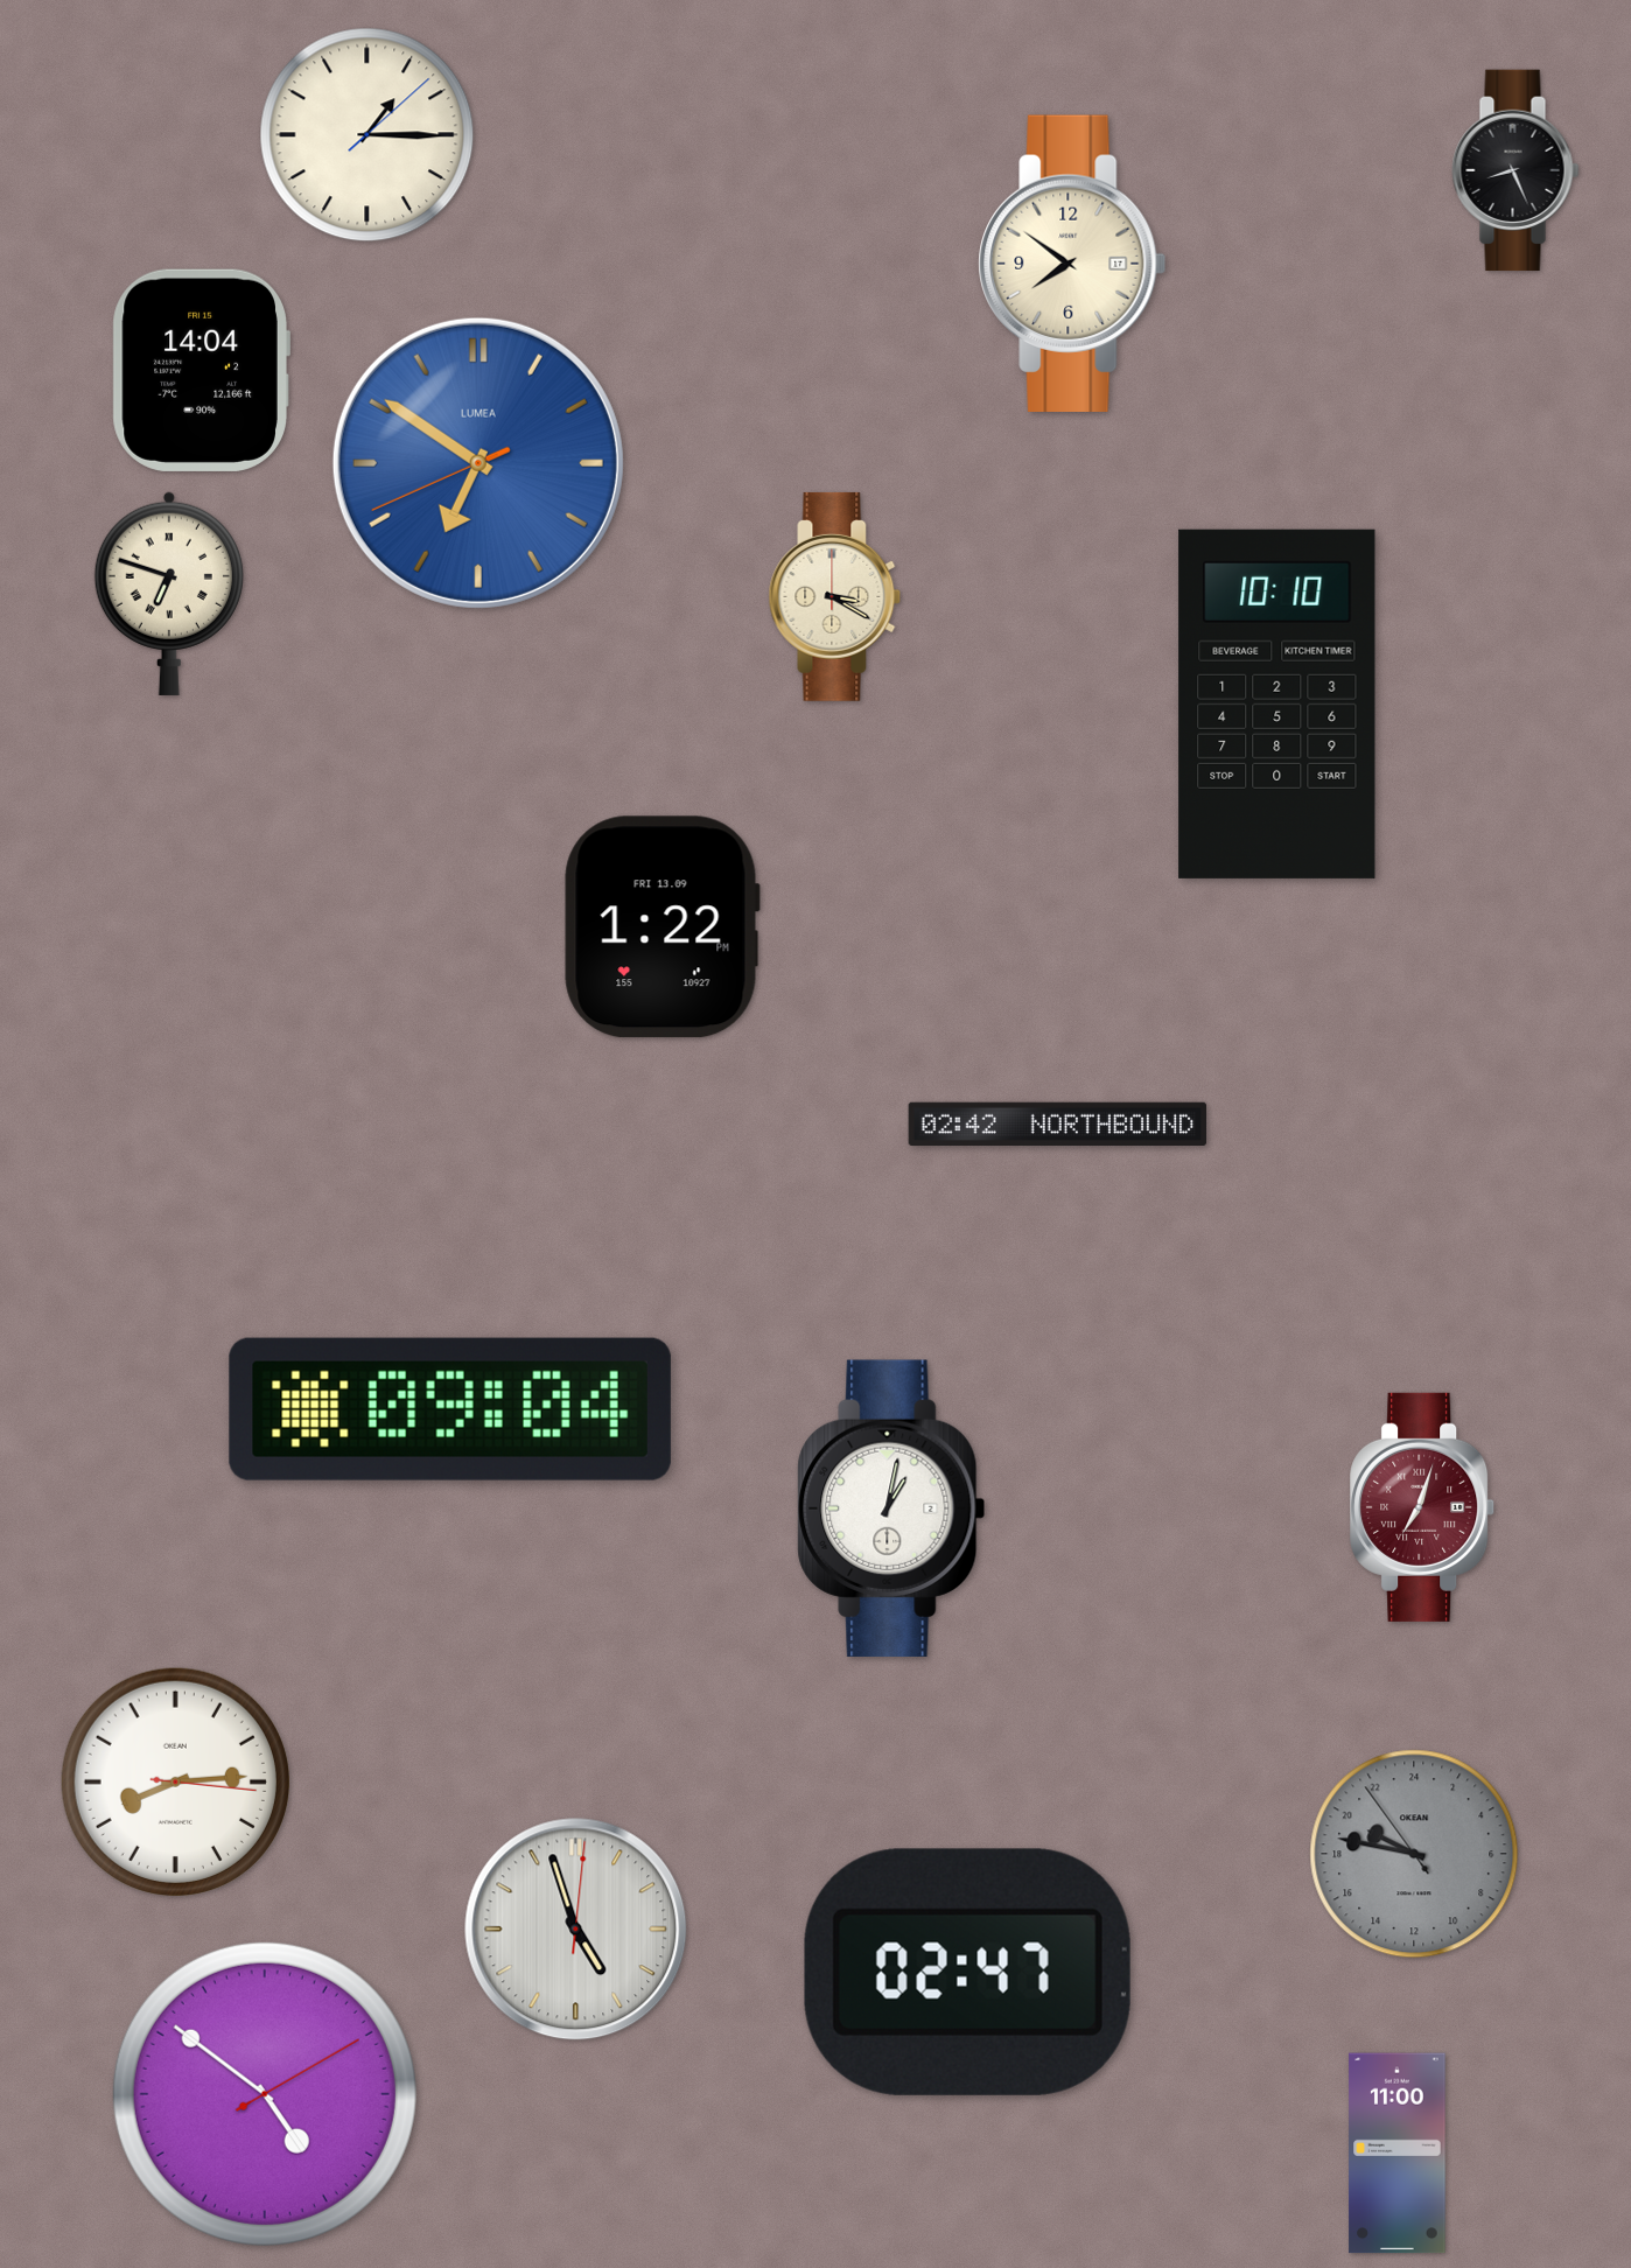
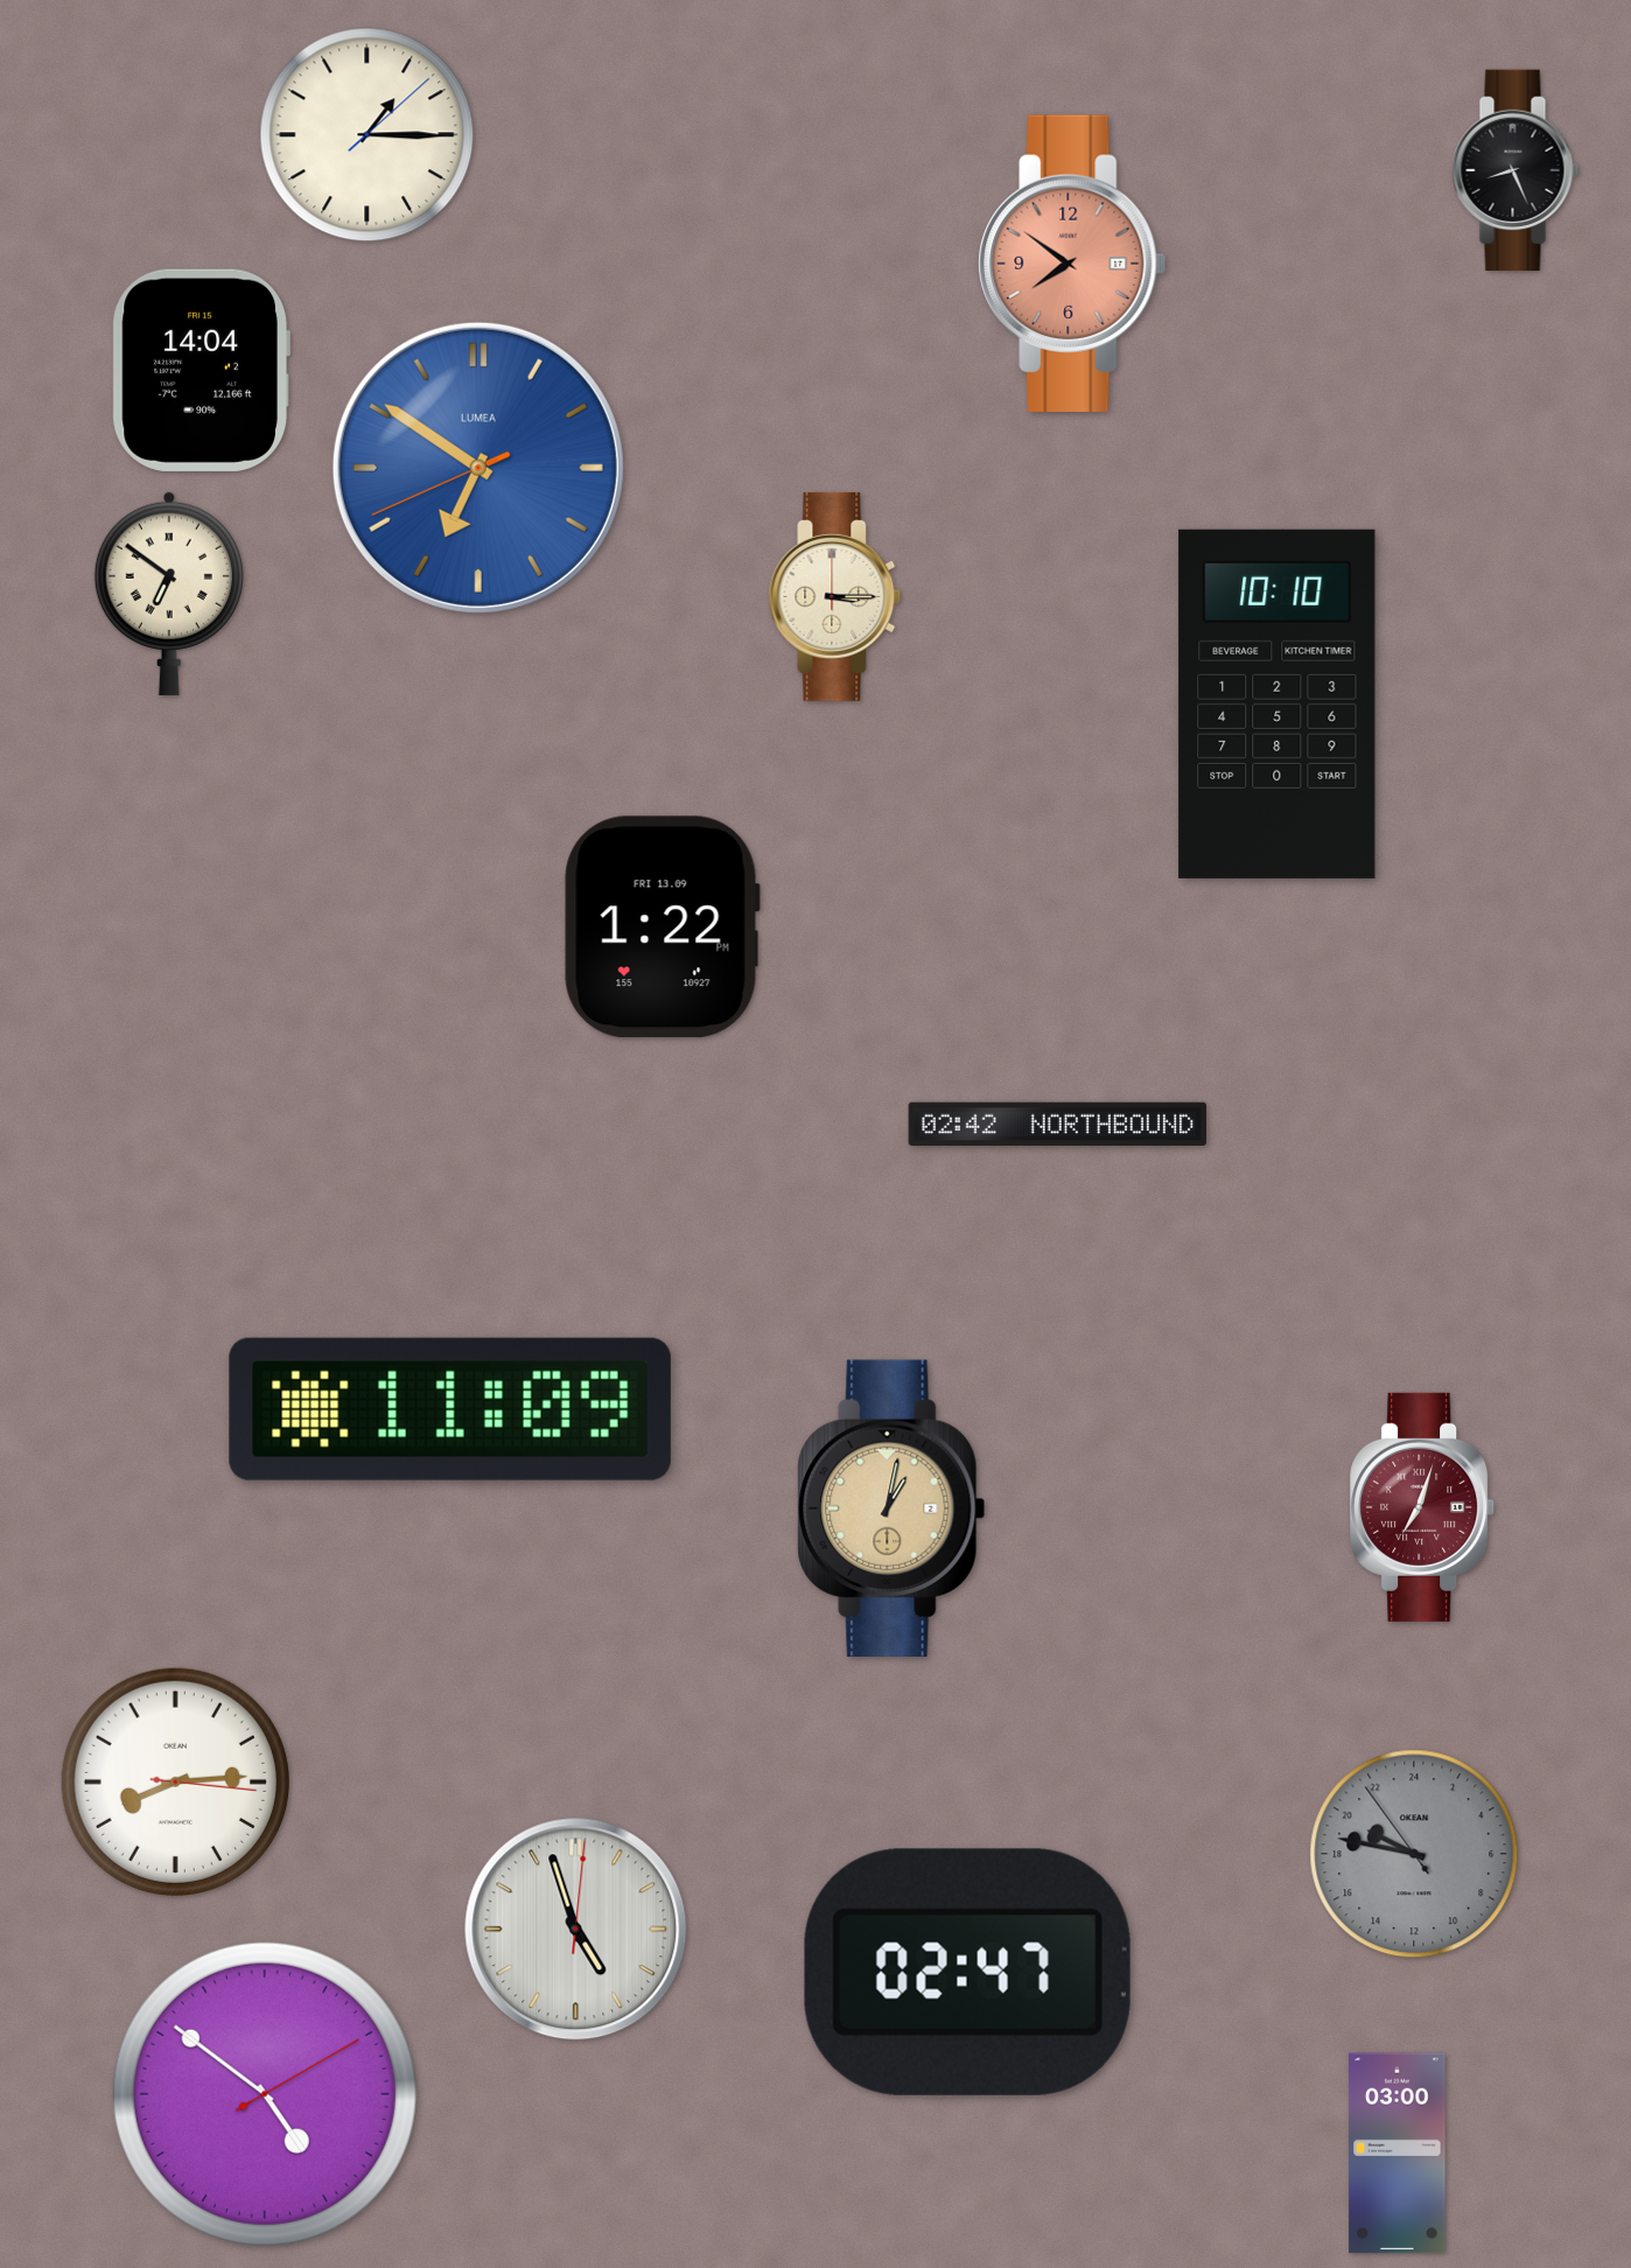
clock at (1072, 264) dial: cream -> salmon
clock at (478, 463) position: (478, 463) -> (478, 468)
clock at (169, 594): 6:48 -> 6:51
clock at (835, 596): 3:20 -> 3:15
clock at (450, 1409): 09:04 -> 11:09
clock at (891, 1508) dial: white -> champagne
clock at (1398, 2154): 11:00 -> 03:00
